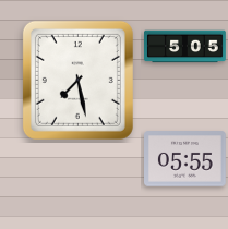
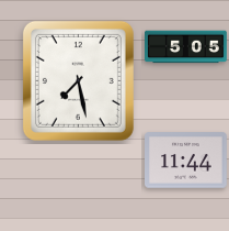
clock at (185, 159): 05:55 -> 11:44
